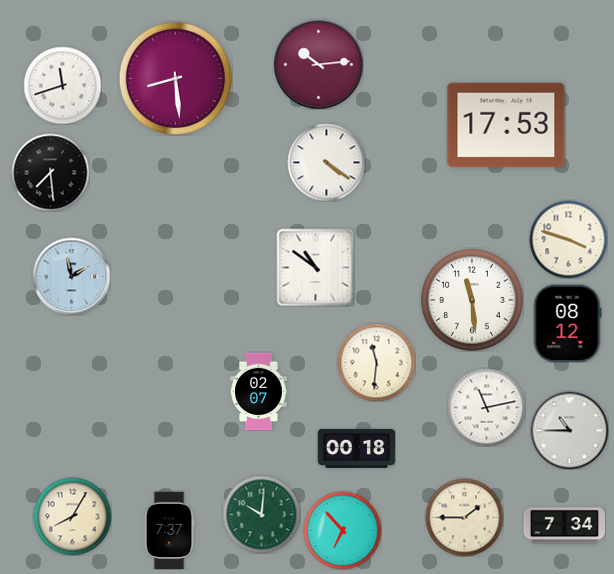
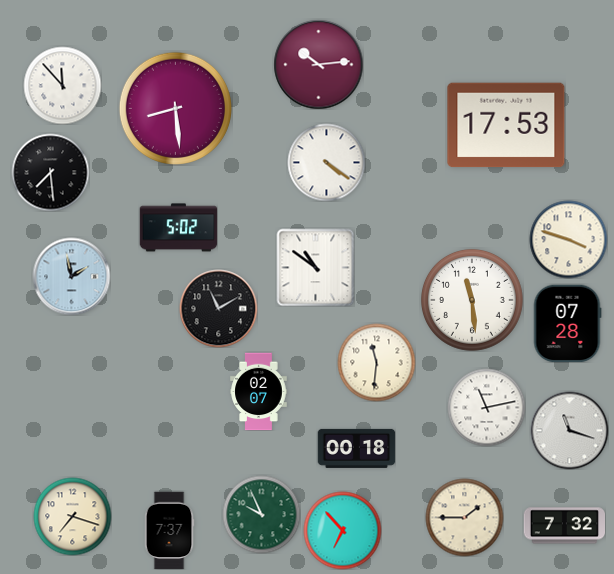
clock at (175, 78) position: (175, 78) -> (175, 108)
clock at (62, 85): 11:42 -> 11:53
clock at (178, 228): none -> 5:02
clock at (218, 308): none -> 11:10
clock at (567, 323): 08:12 -> 07:28
clock at (569, 430): 10:45 -> 11:18
clock at (261, 514): 10:01 -> 9:56
clock at (72, 516): 8:05 -> 7:18
clock at (564, 526): 7:34 -> 7:32
